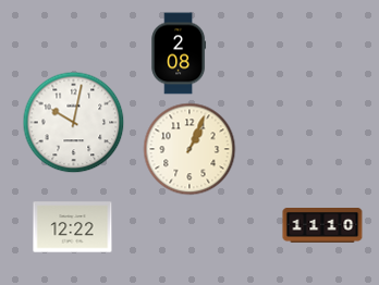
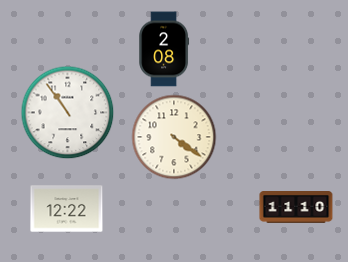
clock at (74, 123): 10:02 -> 10:54
clock at (189, 149): 1:04 -> 4:21
